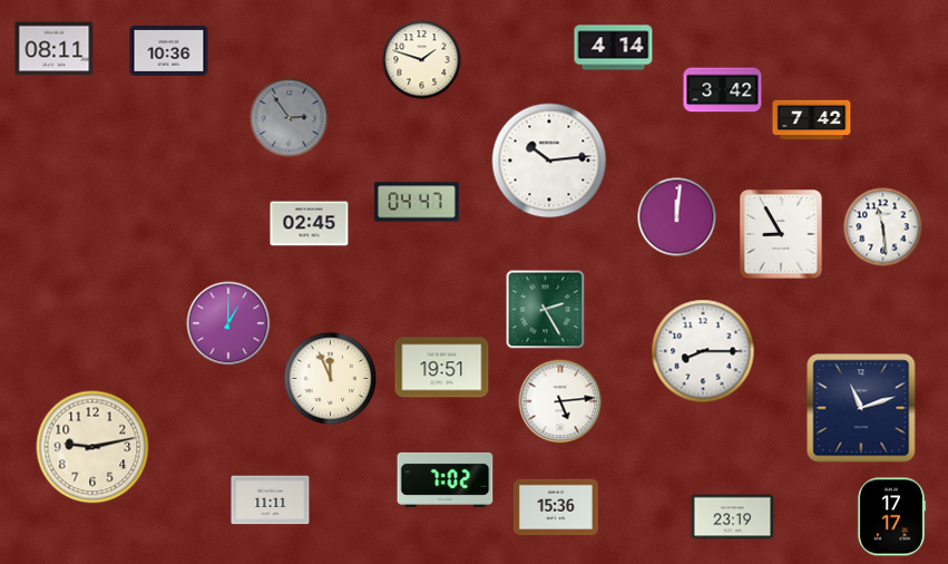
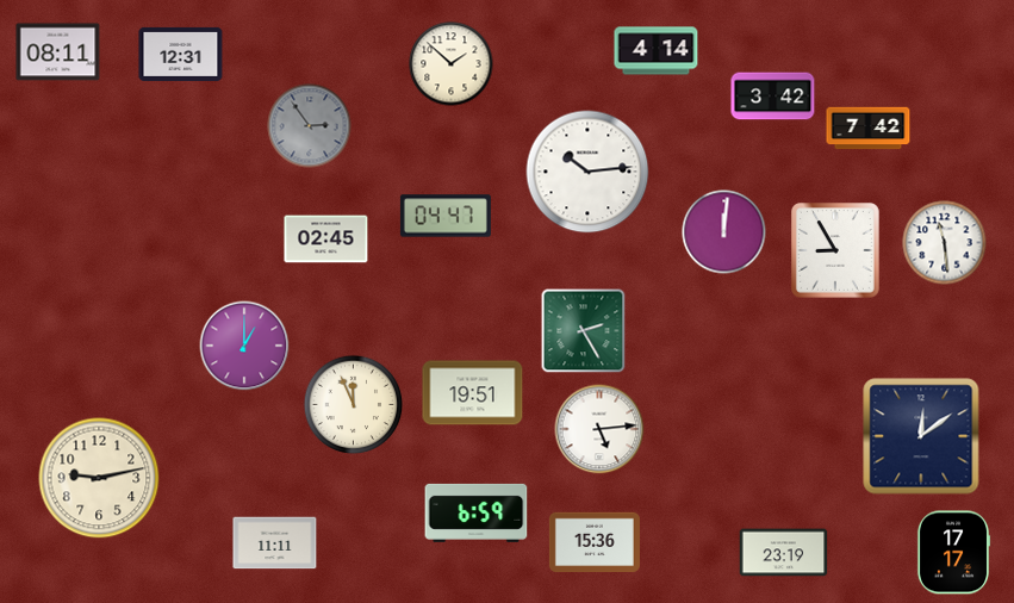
clock at (169, 50): 10:36 -> 12:31
clock at (422, 60): 1:48 -> 1:52
clock at (310, 224) position: (310, 224) -> (326, 240)
clock at (703, 351): 8:15 -> none
clock at (861, 408): 11:12 -> 12:09
clock at (446, 479): 7:02 -> 6:59
clock at (271, 500) position: (271, 500) -> (275, 543)
